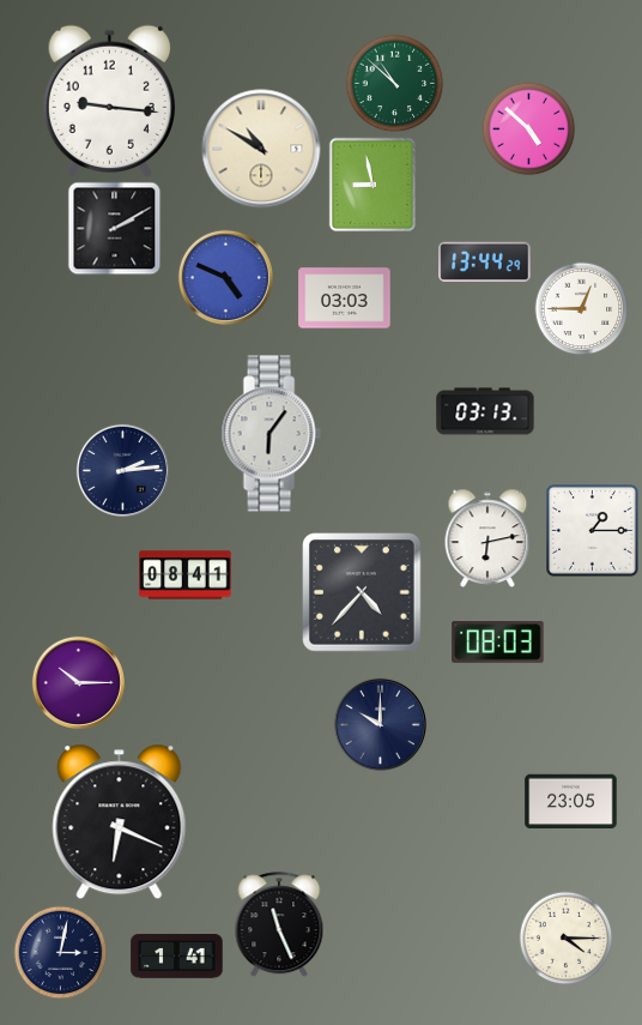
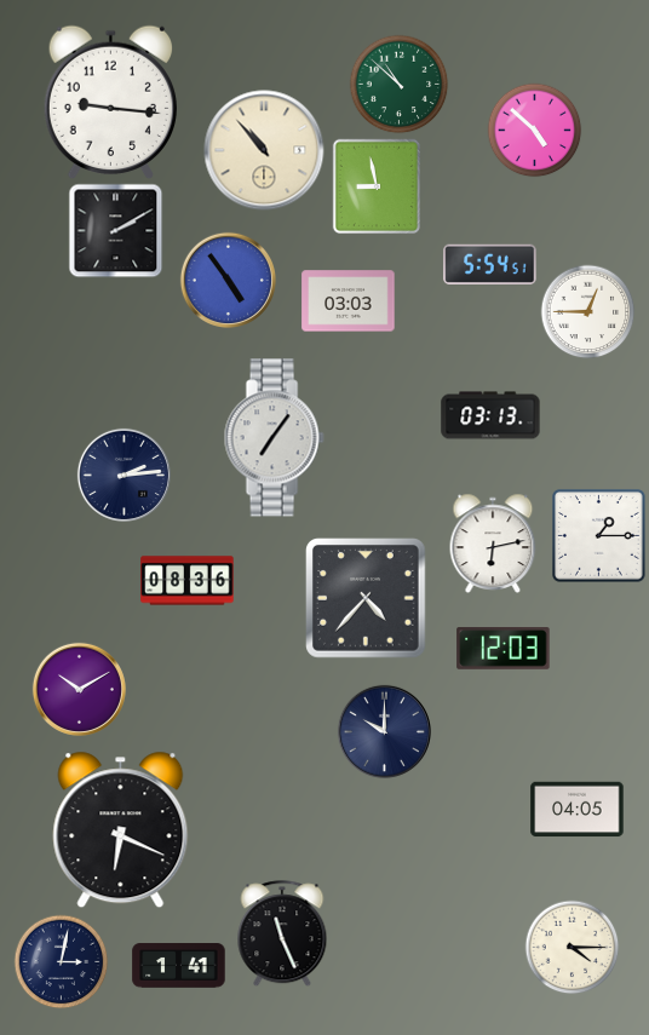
clock at (261, 149): 10:50 -> 10:53
clock at (485, 261): 13:44 -> 5:54
clock at (225, 277): 4:49 -> 4:54
clock at (271, 434): 6:06 -> 7:06
clock at (186, 575): 08:41 -> 08:36
clock at (498, 643): 08:03 -> 12:03
clock at (78, 682): 10:15 -> 10:10
clock at (571, 802): 23:05 -> 04:05
